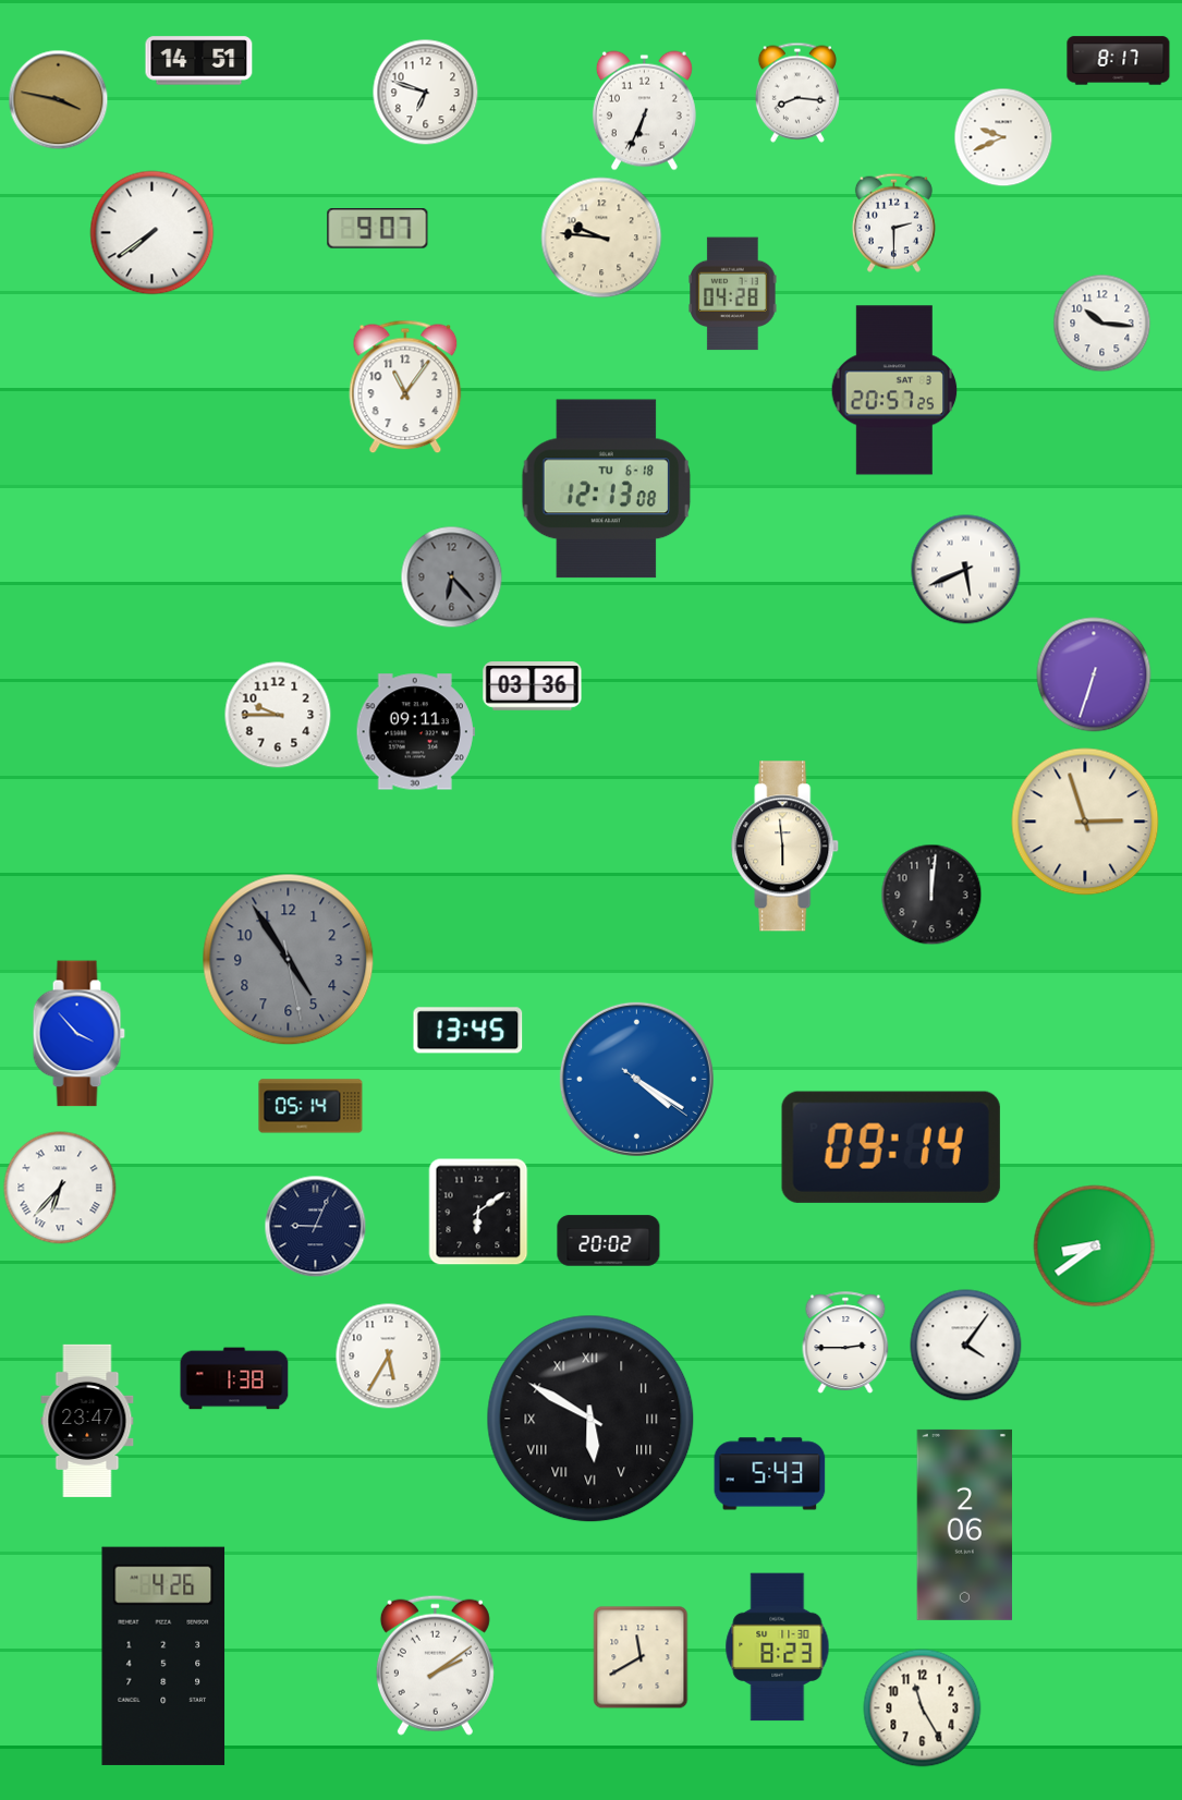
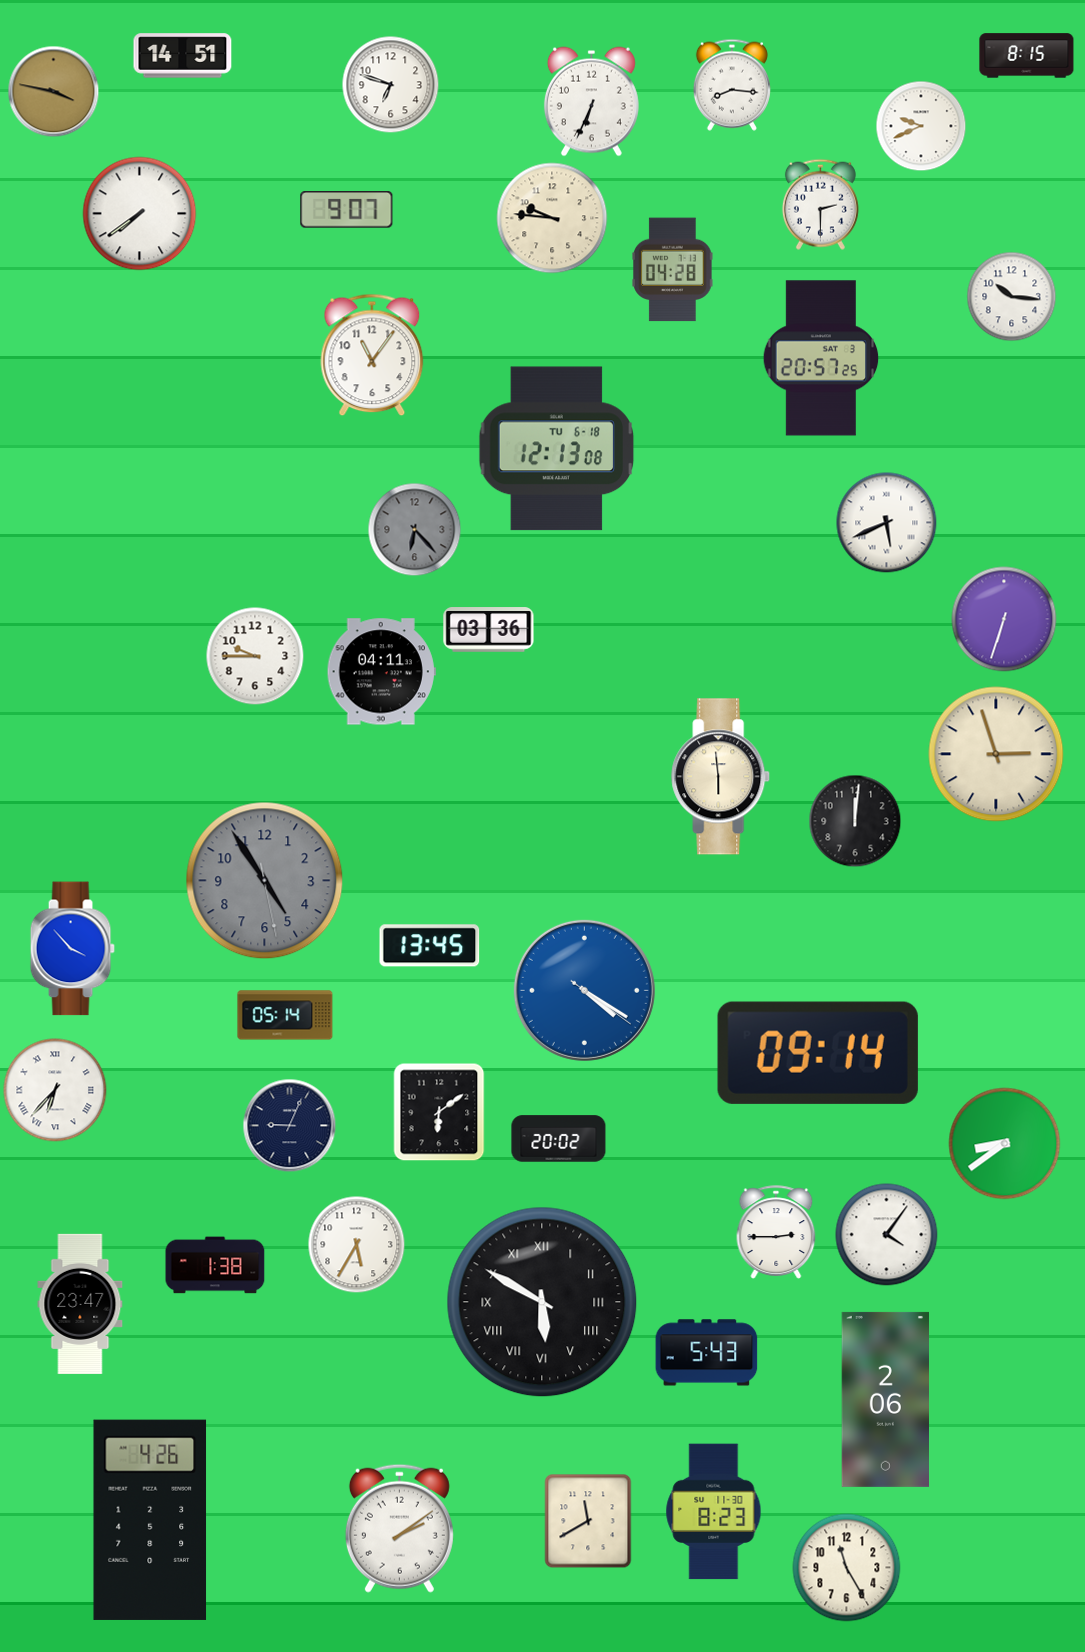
clock at (1119, 61): 8:17 -> 8:15
clock at (415, 732): 09:11 -> 04:11
